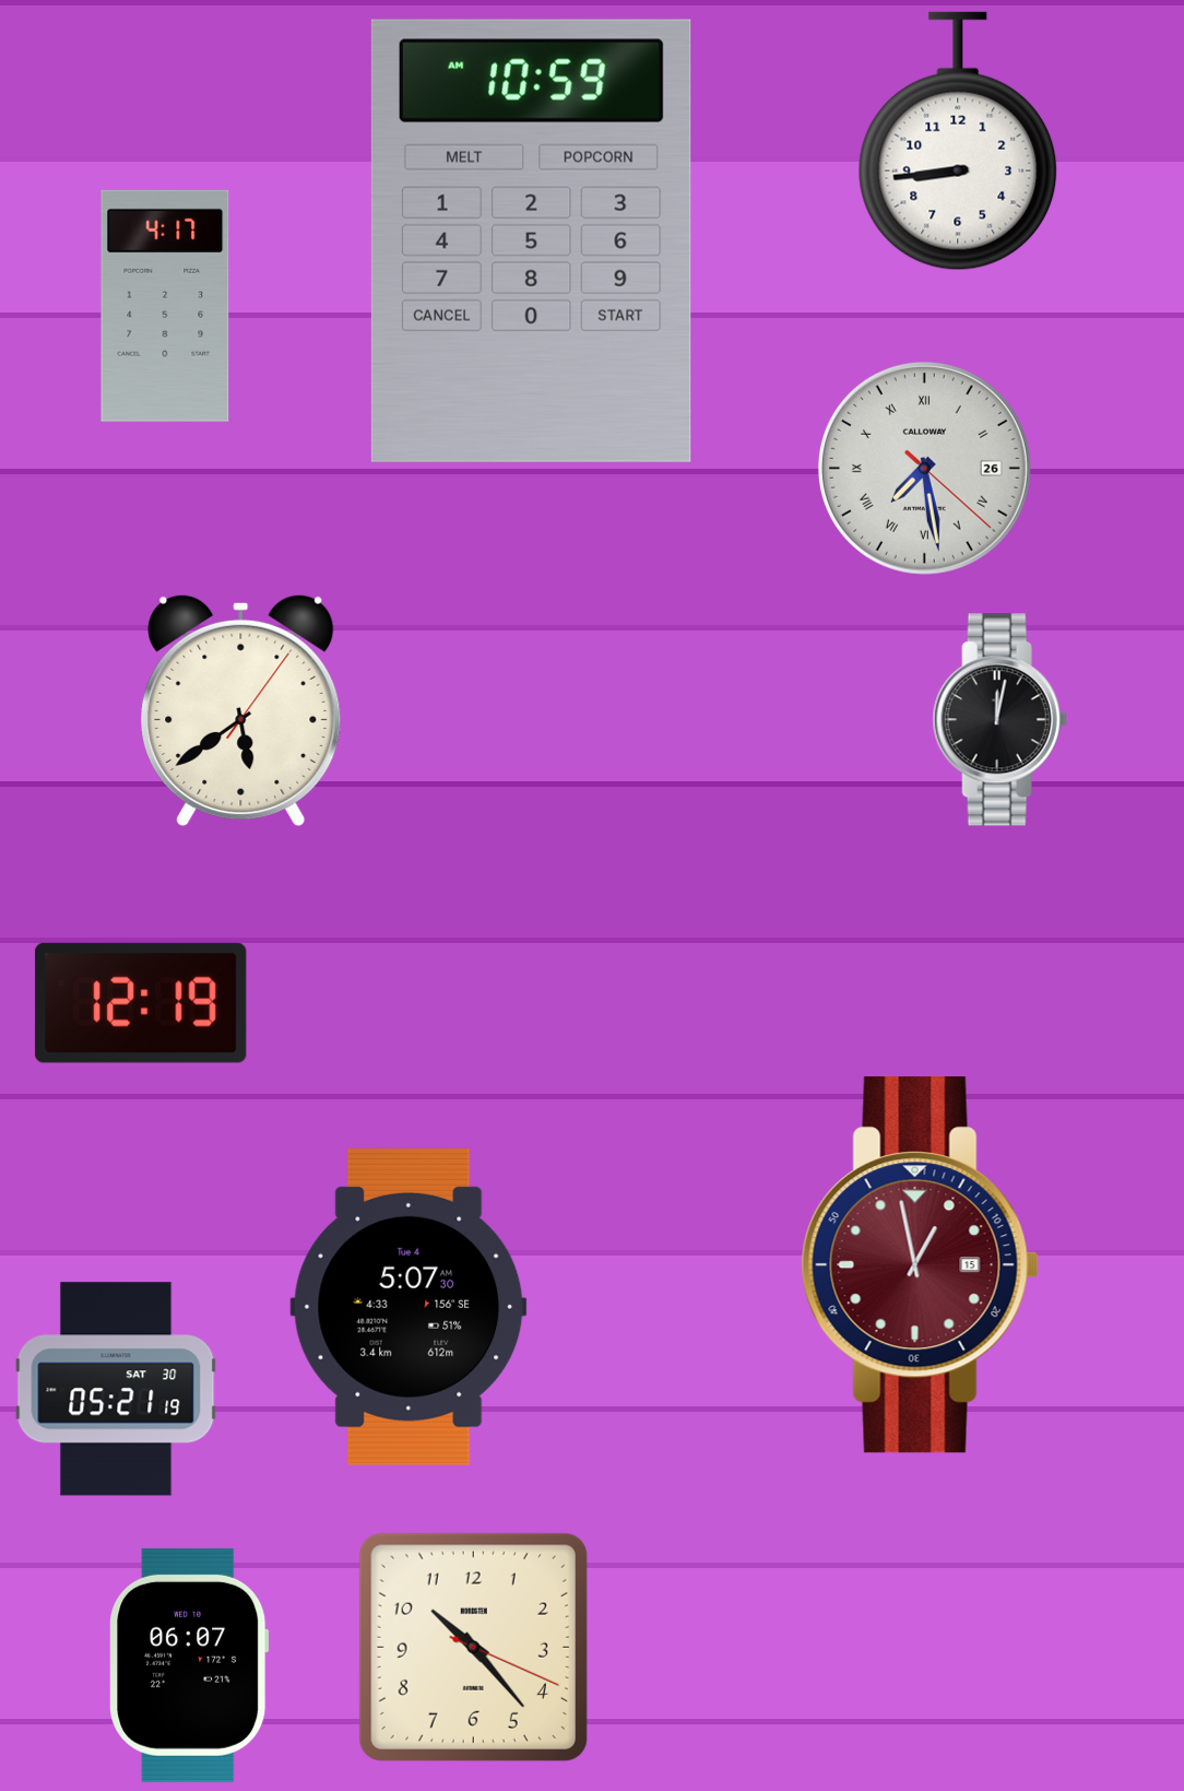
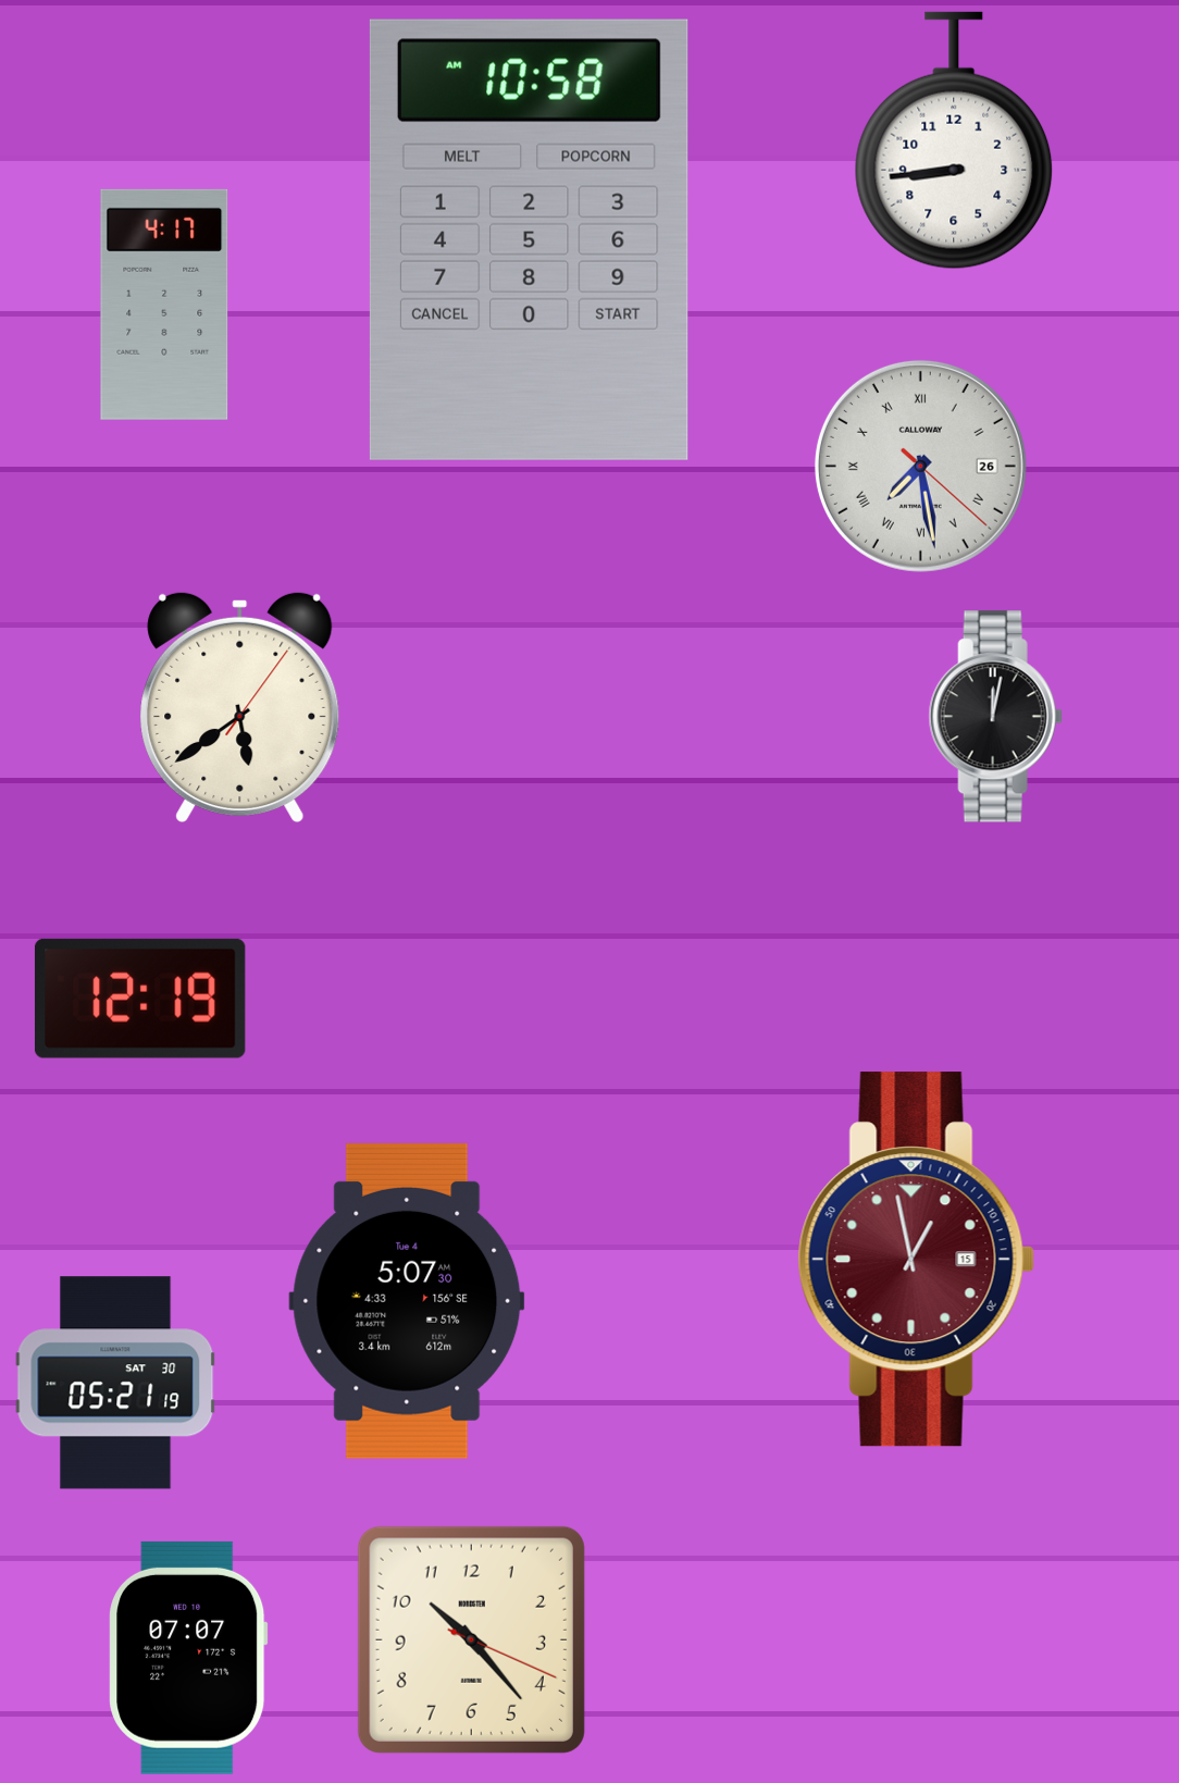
clock at (531, 240): 10:59 -> 10:58
clock at (189, 1665): 06:07 -> 07:07
